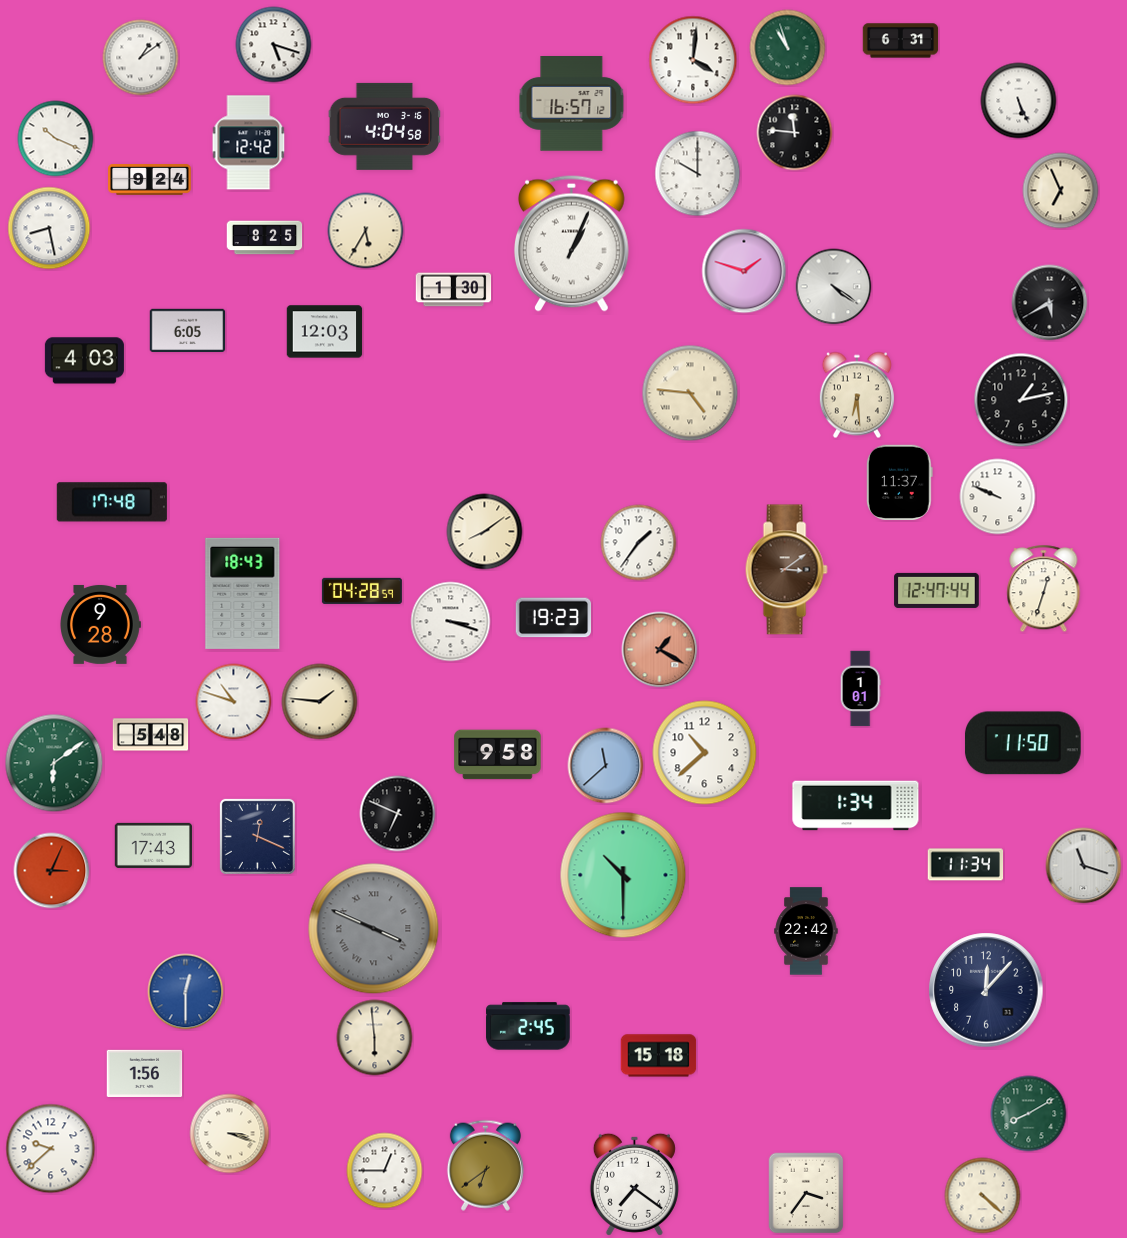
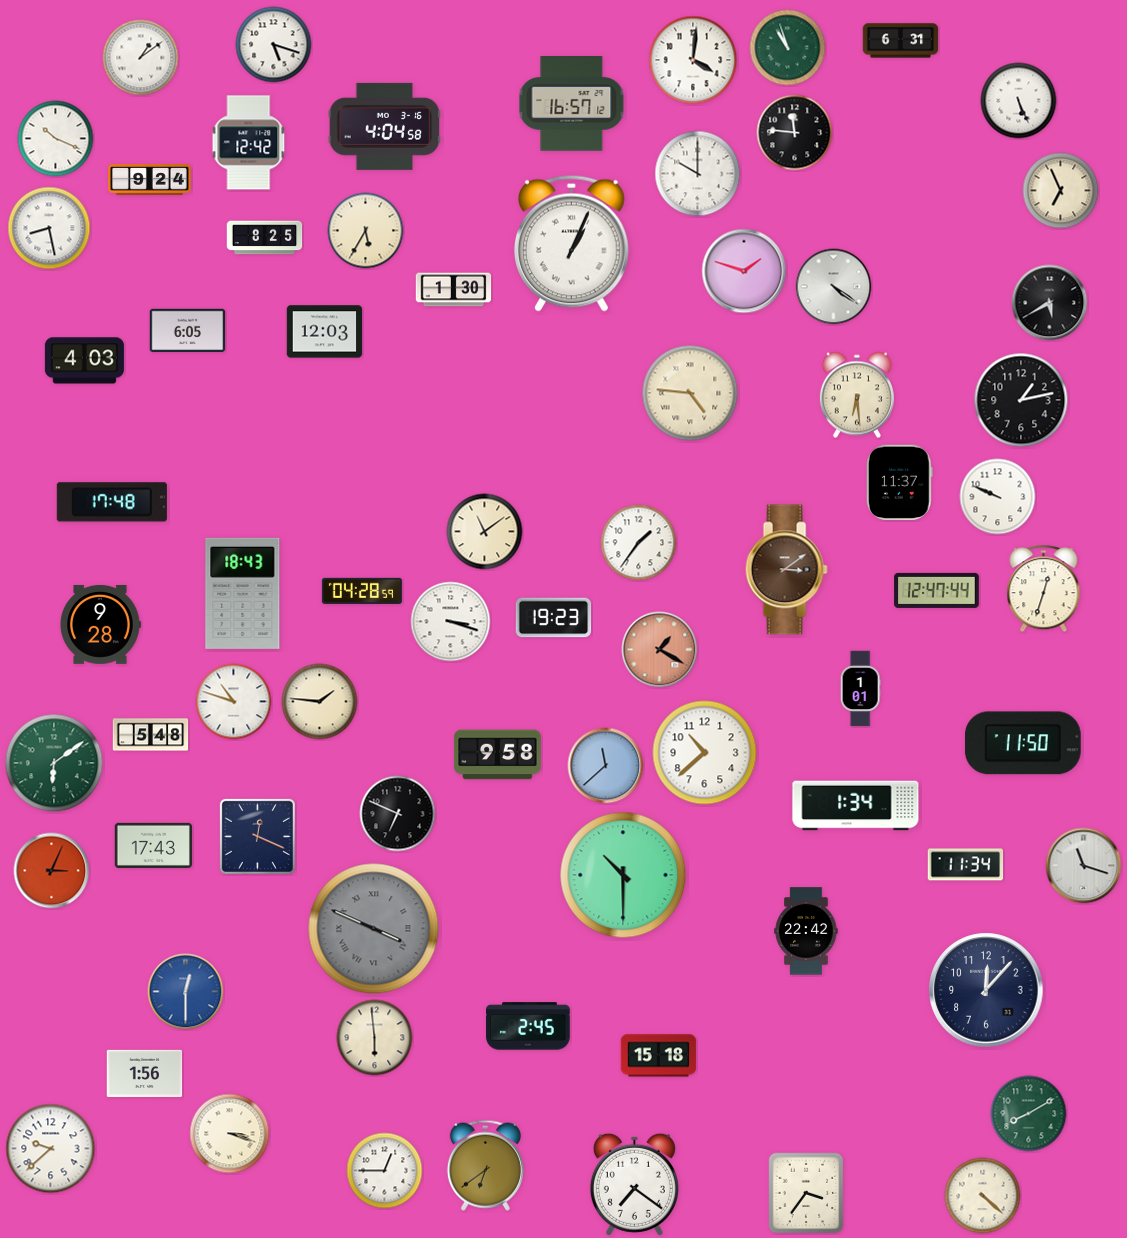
clock at (485, 532): 8:09 -> 11:09
